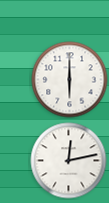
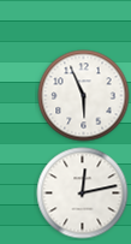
clock at (70, 80): 6:00 -> 5:56
